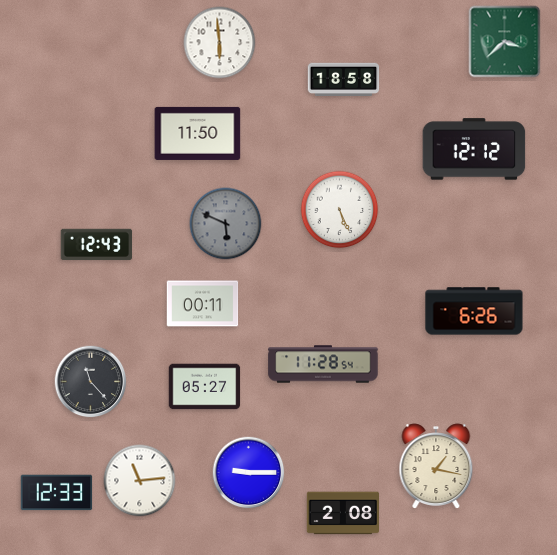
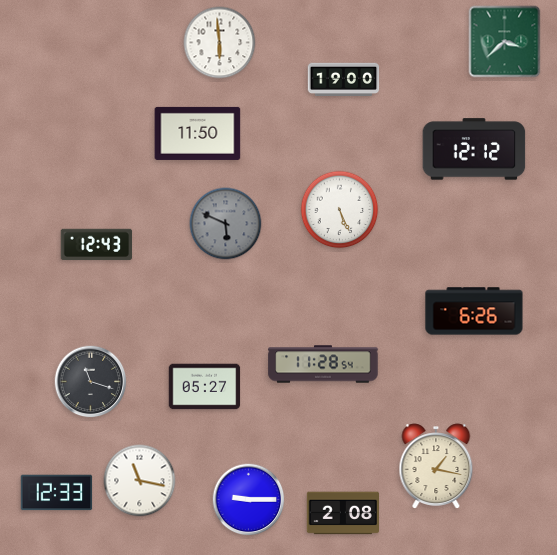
clock at (344, 79): 18:58 -> 19:00
clock at (203, 304): 00:11 -> none
clock at (91, 382): 11:23 -> 11:18
clock at (249, 473) position: (249, 473) -> (249, 500)
clock at (140, 481): 11:14 -> 11:17
